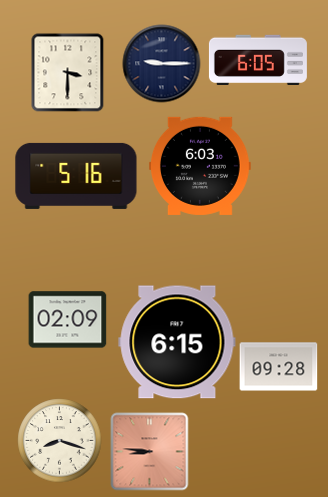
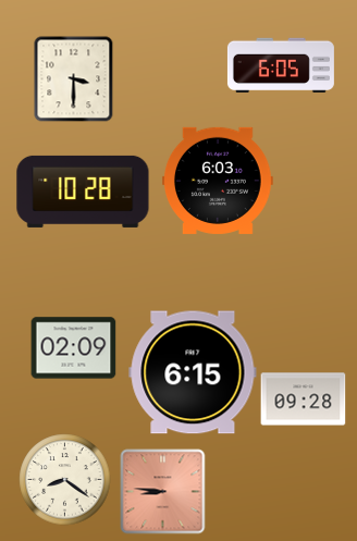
clock at (161, 63): 9:15 -> none
clock at (76, 176): 5:16 -> 10:28
clock at (59, 440): 8:18 -> 8:21
